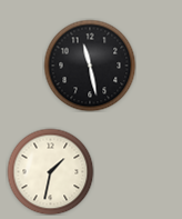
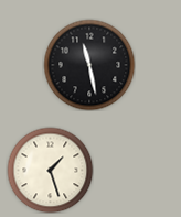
clock at (50, 171): 1:32 -> 1:27
